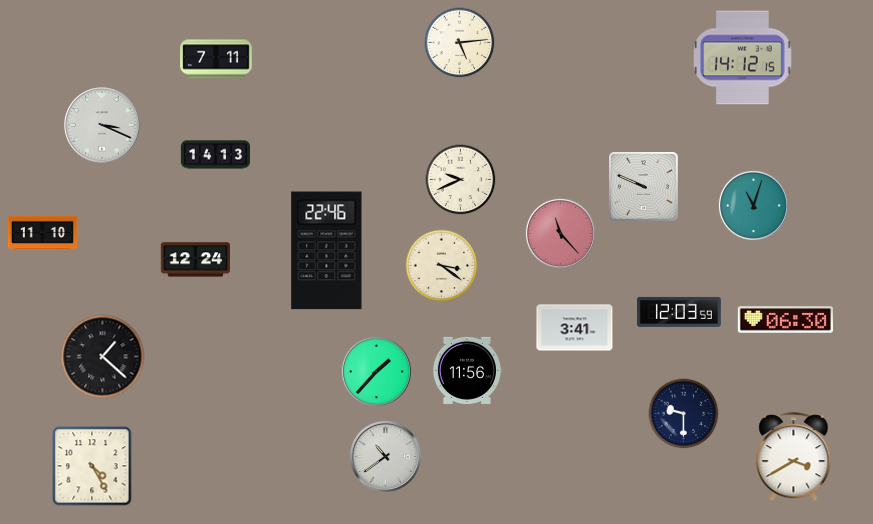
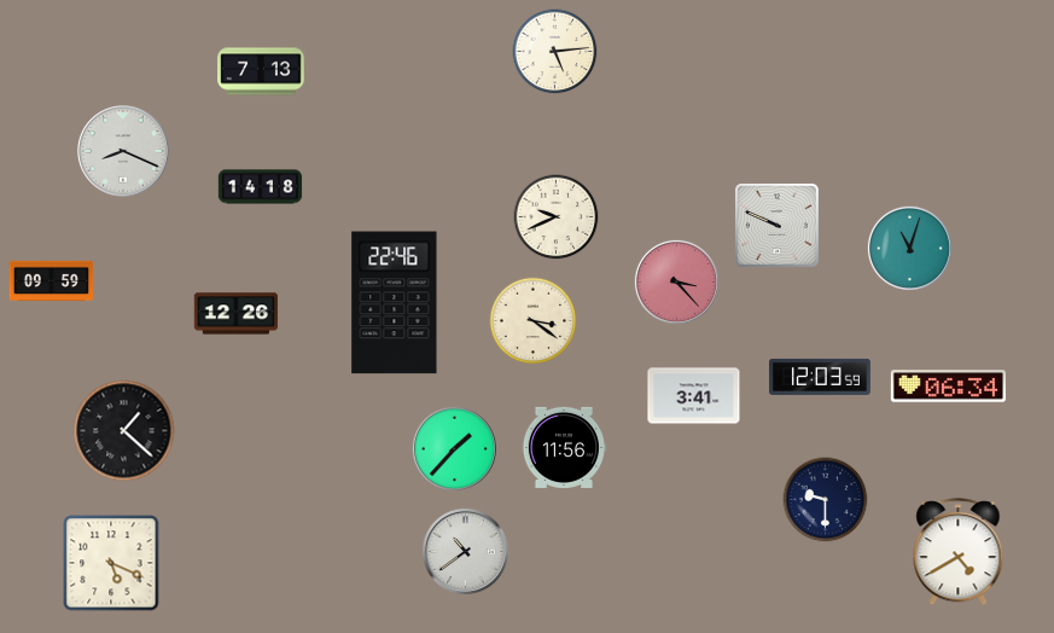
clock at (743, 58): 14:12 -> none
clock at (216, 59): 7:11 -> 7:13
clock at (102, 125): 3:19 -> 8:19
clock at (216, 155): 14:13 -> 14:18
clock at (43, 232): 11:10 -> 09:59
clock at (560, 233): 11:23 -> 3:23
clock at (195, 260): 12:24 -> 12:26
clock at (785, 320): 06:30 -> 06:34
clock at (794, 457): 3:40 -> 4:40
clock at (92, 466): 4:25 -> 5:19
